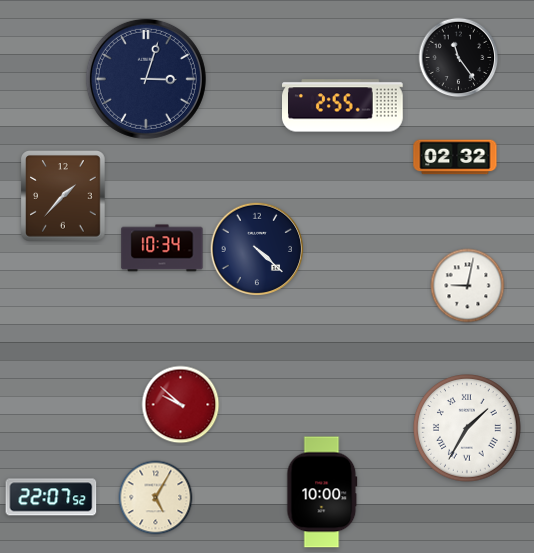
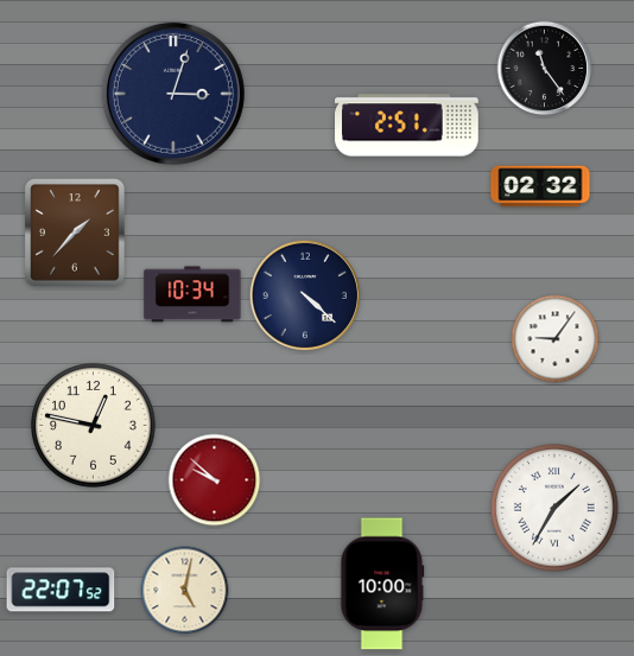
clock at (343, 106): 2:55 -> 2:51
clock at (468, 286): 9:02 -> 9:06
clock at (94, 426): none -> 12:47
clock at (156, 498): 5:05 -> 5:02
